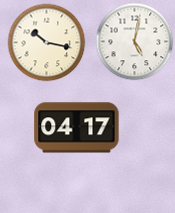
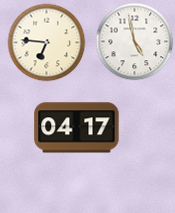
clock at (134, 41): 5:02 -> 4:58
clock at (46, 42): 10:17 -> 6:46
